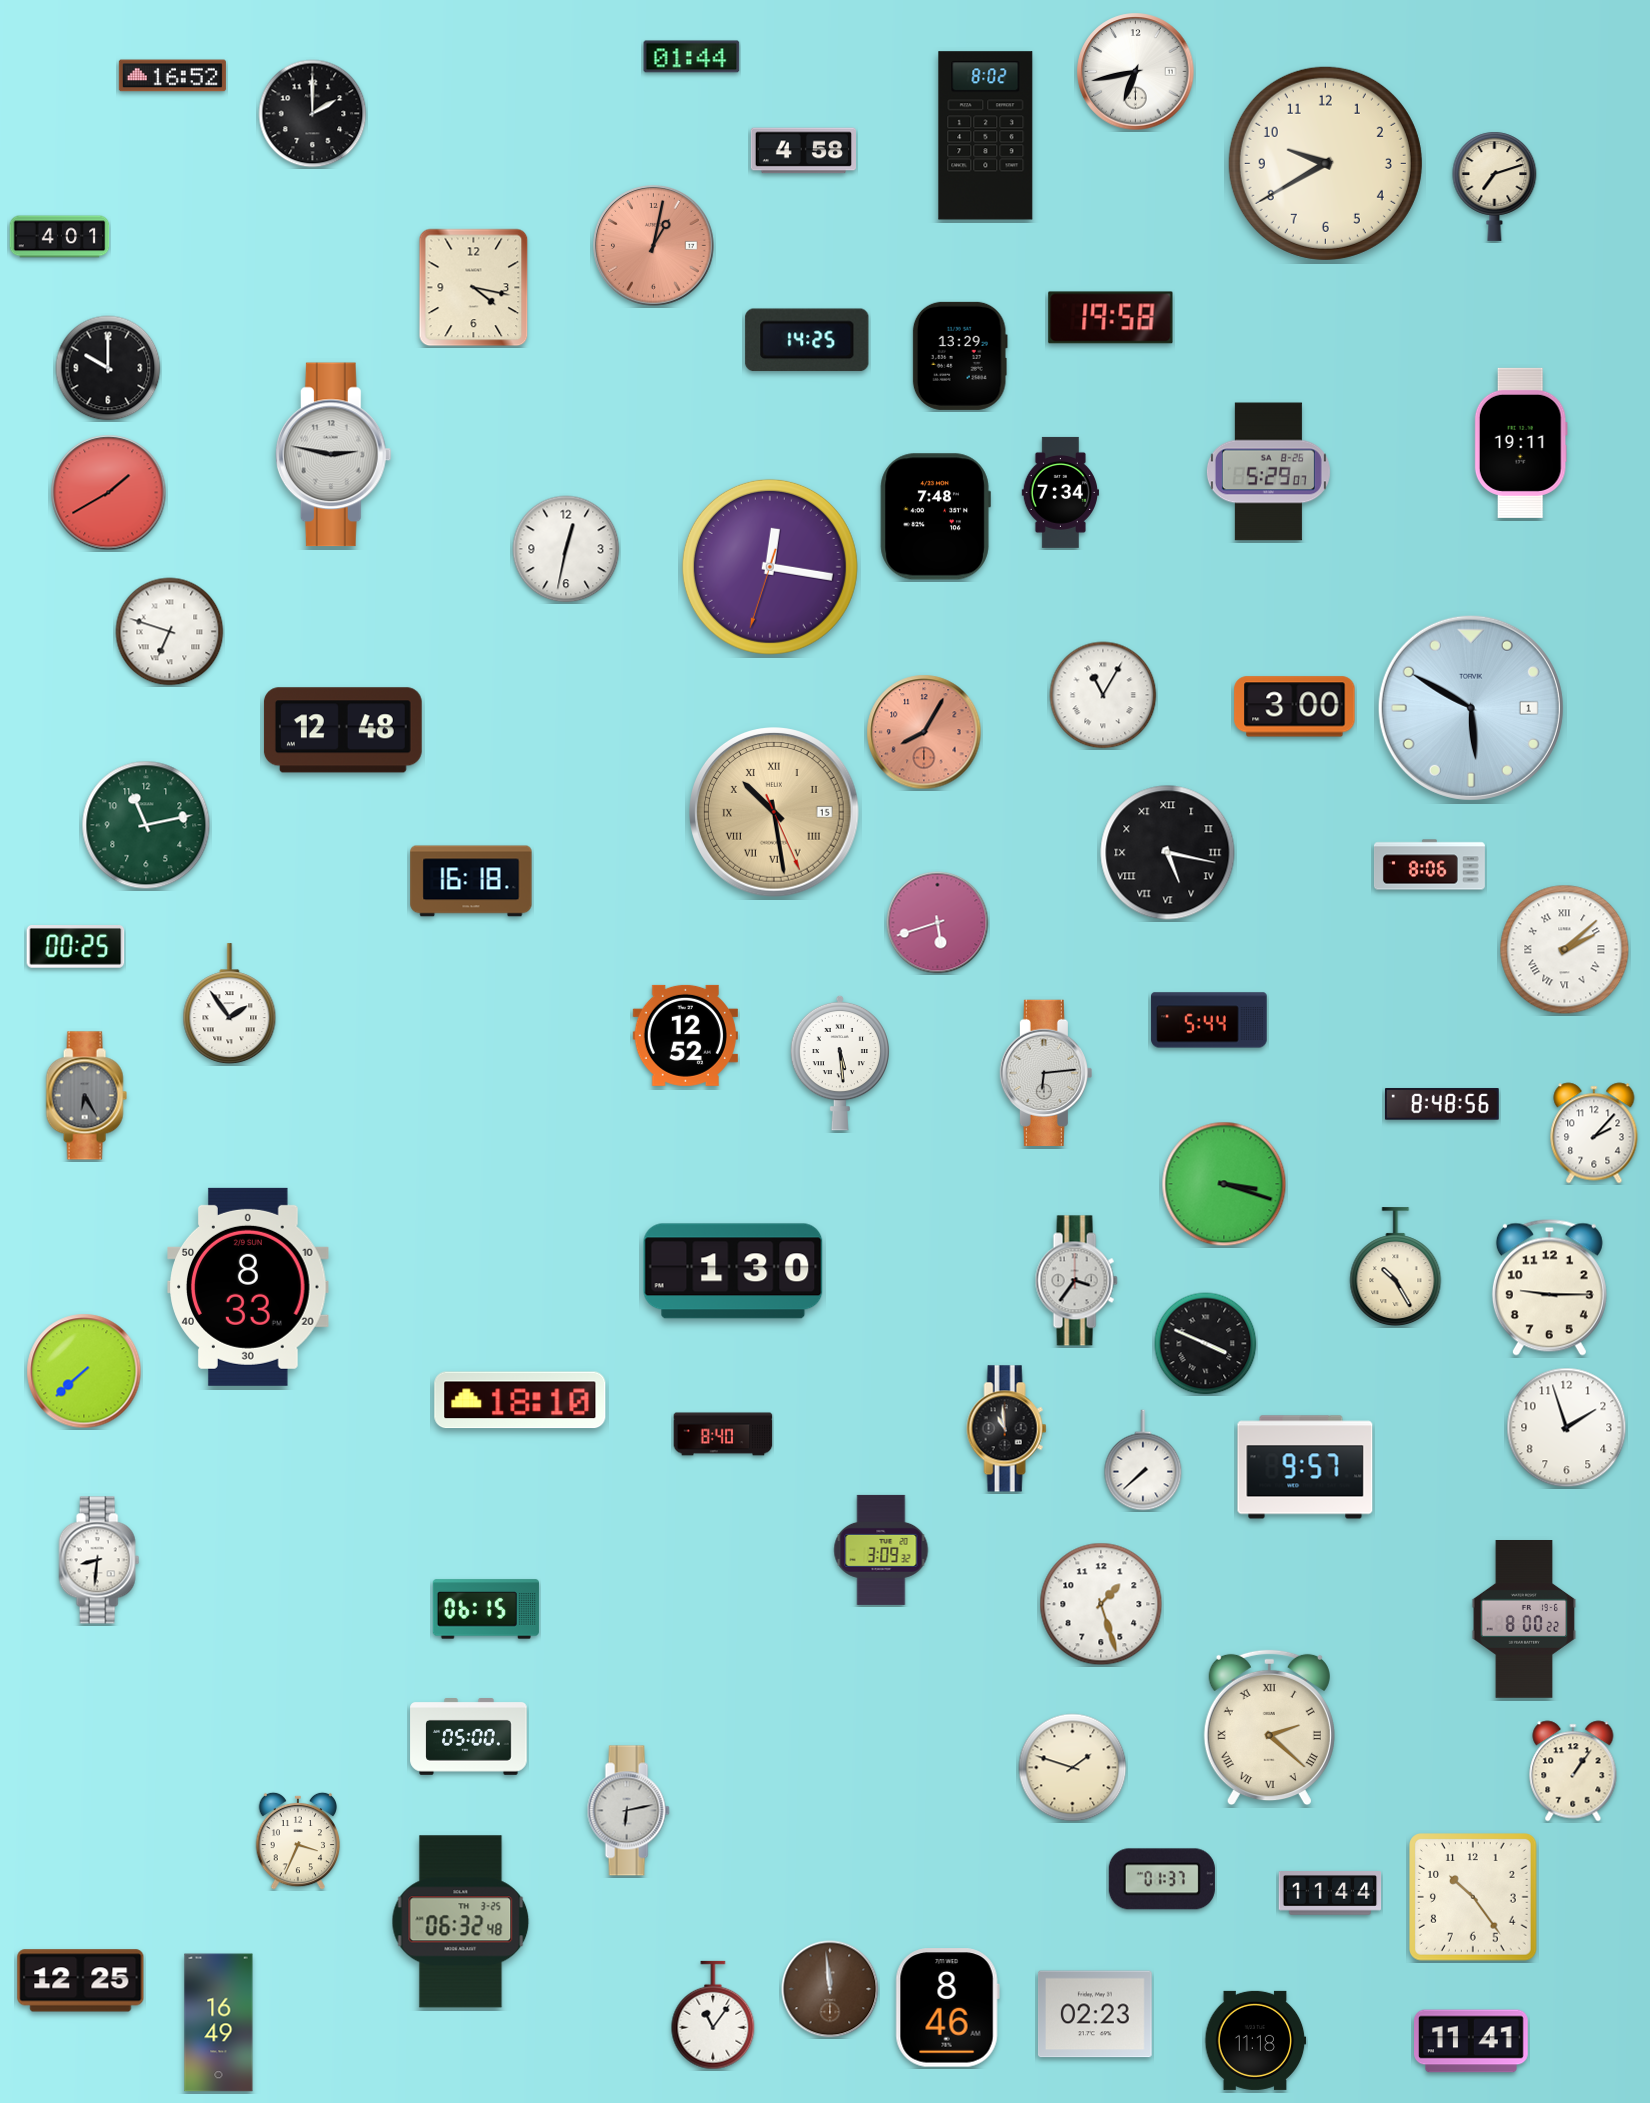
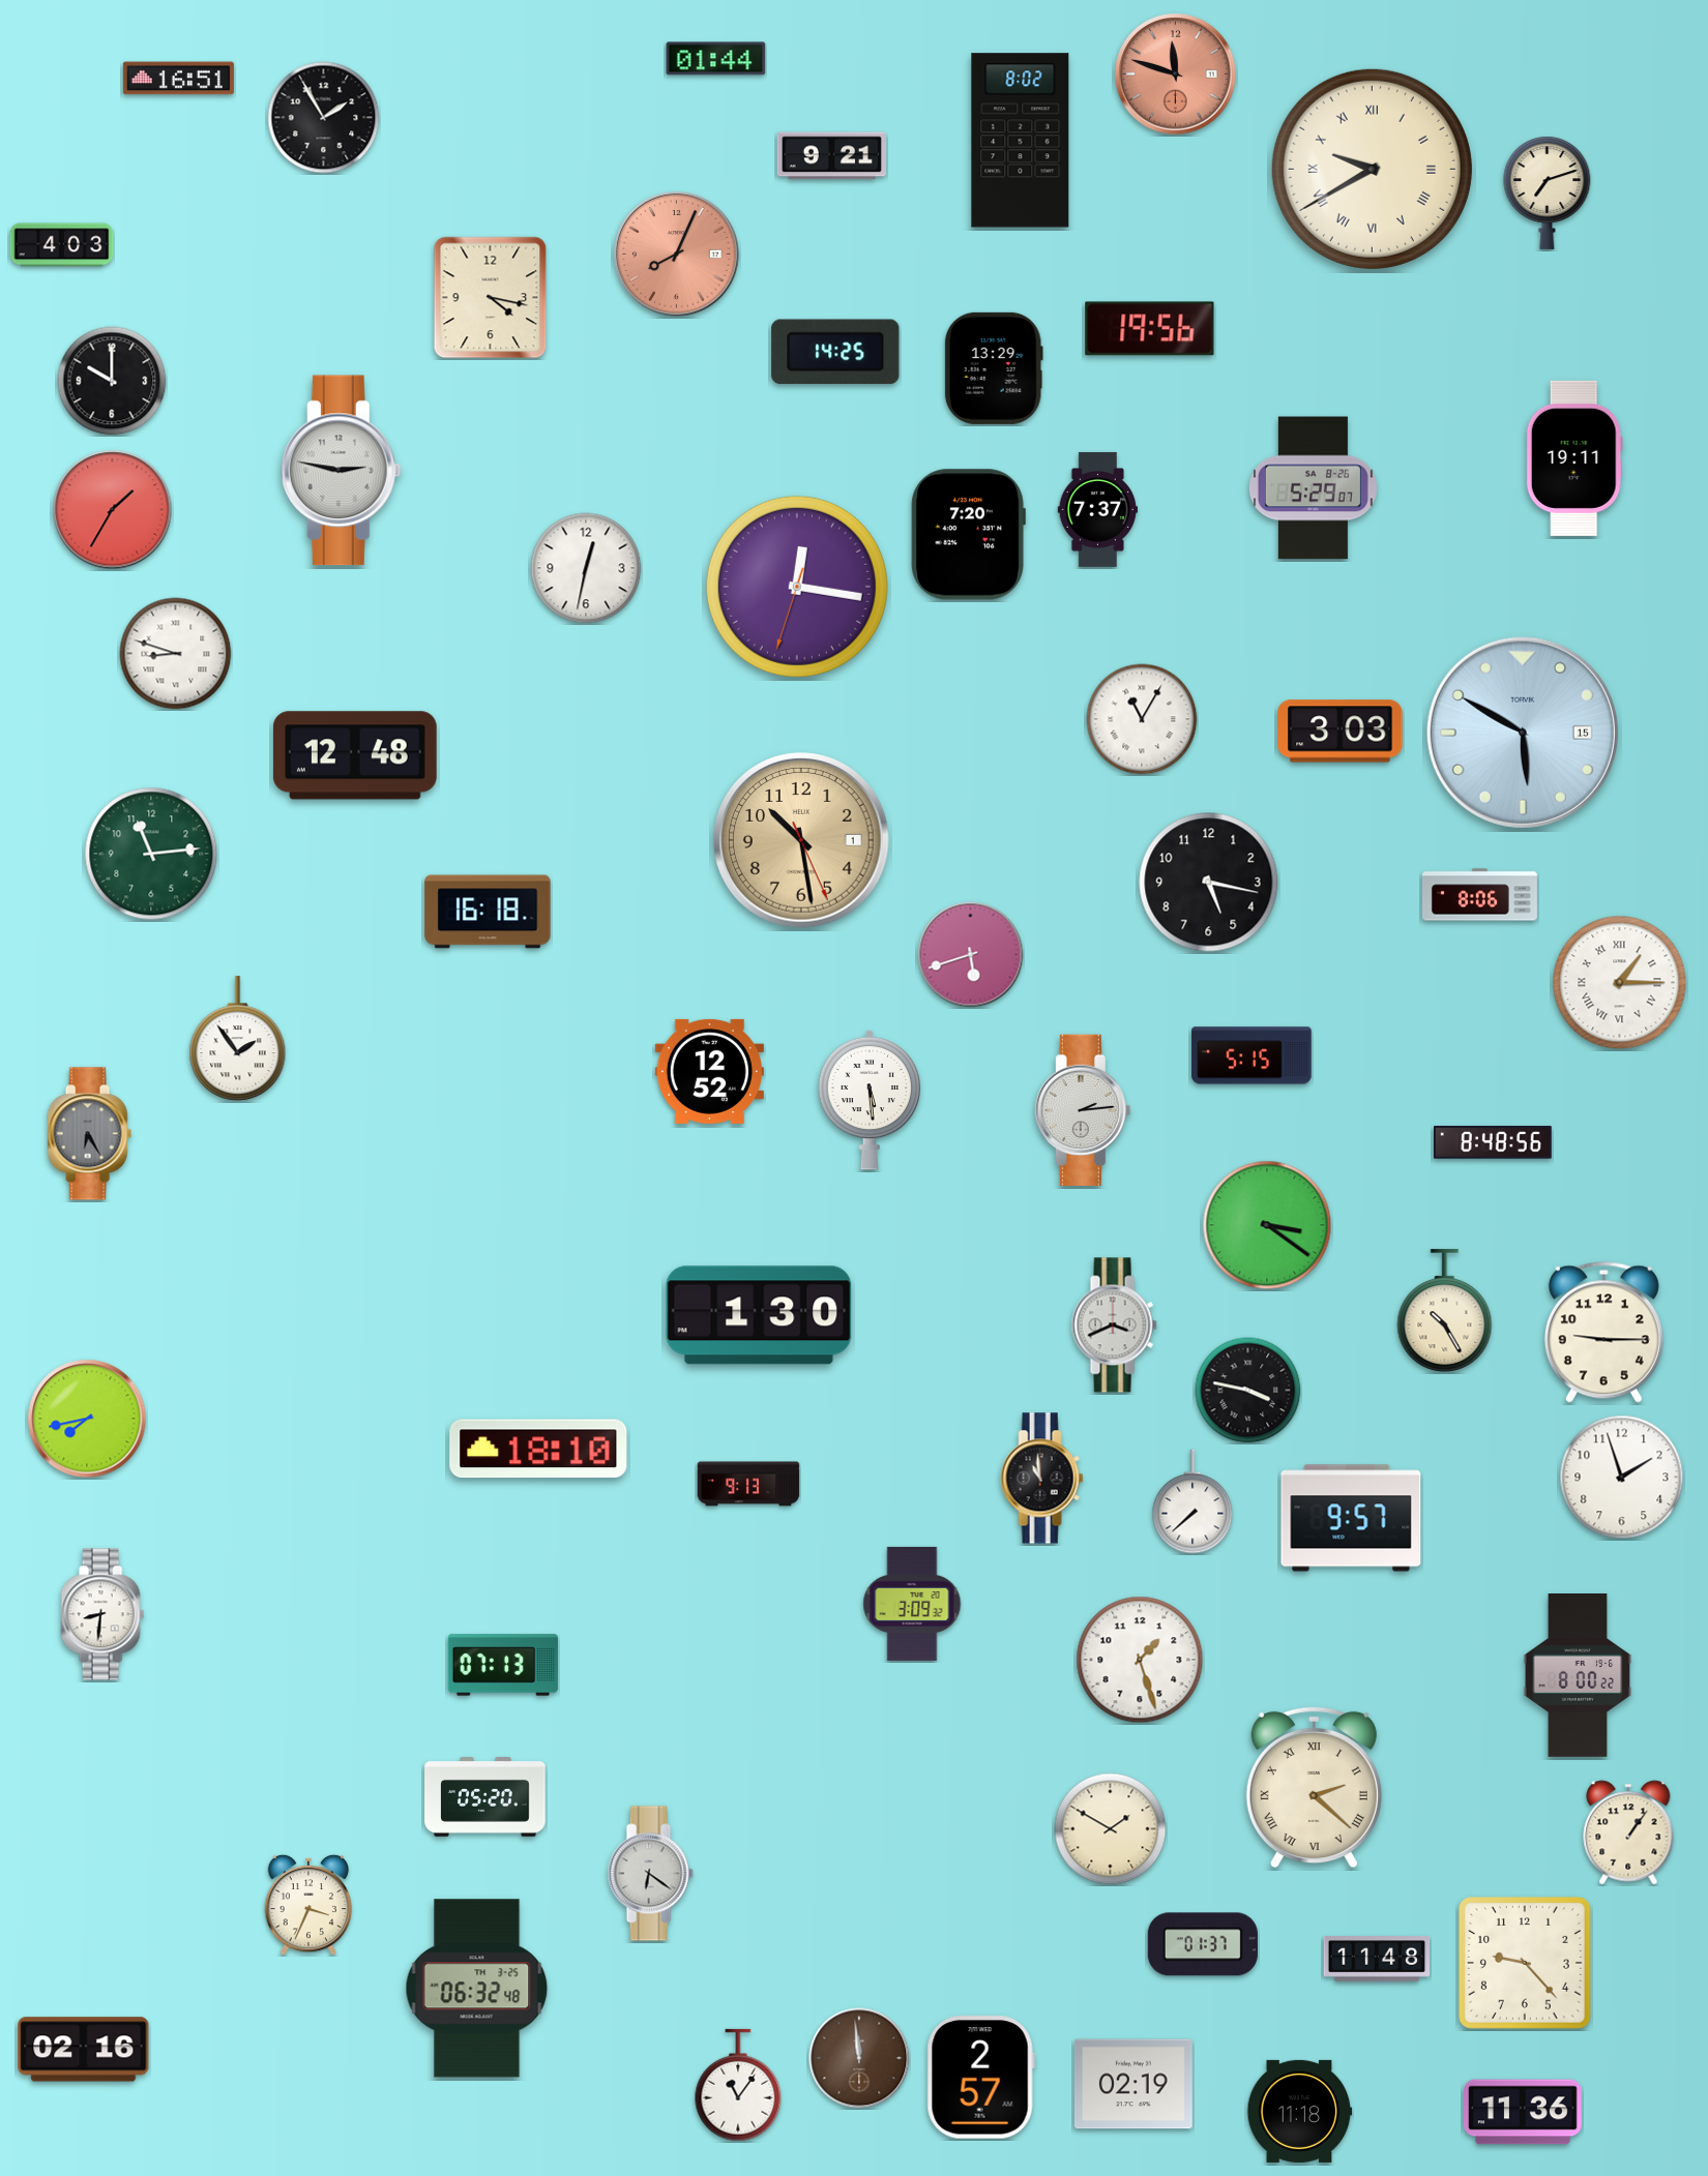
clock at (1136, 72): 6:43 -> 11:48
clock at (1136, 72) dial: white -> salmon
clock at (172, 76): 16:52 -> 16:51
clock at (313, 114): 2:00 -> 1:55
clock at (803, 151): 4:58 -> 9:21
clock at (1325, 163) numerals: Arabic -> Roman
clock at (60, 237): 4:01 -> 4:03
clock at (654, 246): 1:02 -> 8:04
clock at (1111, 318): 19:58 -> 19:56
clock at (333, 455) position: (333, 455) -> (341, 471)
clock at (1061, 492): 7:34 -> 7:37
clock at (109, 493): 1:40 -> 1:35
clock at (935, 517): 7:48 -> 7:20
clock at (170, 632): 6:48 -> 8:48
clock at (1295, 707): 3:00 -> 3:03
clock at (1471, 708) date: 1 -> 15
clock at (924, 732): 8:05 -> none
clock at (774, 812) date: 15 -> 1
clock at (774, 812) numerals: Roman -> Arabic
clock at (146, 825): 11:13 -> 11:14
clock at (1168, 853) numerals: Roman -> Arabic
clock at (76, 947): 00:25 -> none
clock at (1565, 950): 2:08 -> 1:15
clock at (1209, 1020): 5:44 -> 5:15
clock at (1046, 1072): 6:14 -> 2:14
clock at (1594, 1133): 2:07 -> none
clock at (1224, 1184): 3:18 -> 3:21
clock at (1076, 1281): 3:36 -> 3:41
clock at (248, 1287): 8:33 -> none
clock at (1206, 1344): 3:49 -> 3:47
clock at (84, 1371): 7:38 -> 7:43
clock at (723, 1434): 8:40 -> 9:13
clock at (1143, 1460) position: (1143, 1460) -> (1192, 1501)
clock at (486, 1609): 06:15 -> 07:13
clock at (469, 1737): 05:00 -> 05:20
clock at (1073, 1768): 1:48 -> 1:50
clock at (628, 1811): 6:13 -> 6:21
clock at (1330, 1893): 11:44 -> 11:48
clock at (1474, 1898): 10:24 -> 9:23
clock at (81, 1981): 12:25 -> 02:16
clock at (947, 2008): 8:46 -> 2:57
clock at (1095, 2014): 02:23 -> 02:19
clock at (219, 2023): 16:49 -> none
clock at (1472, 2041): 11:41 -> 11:36
